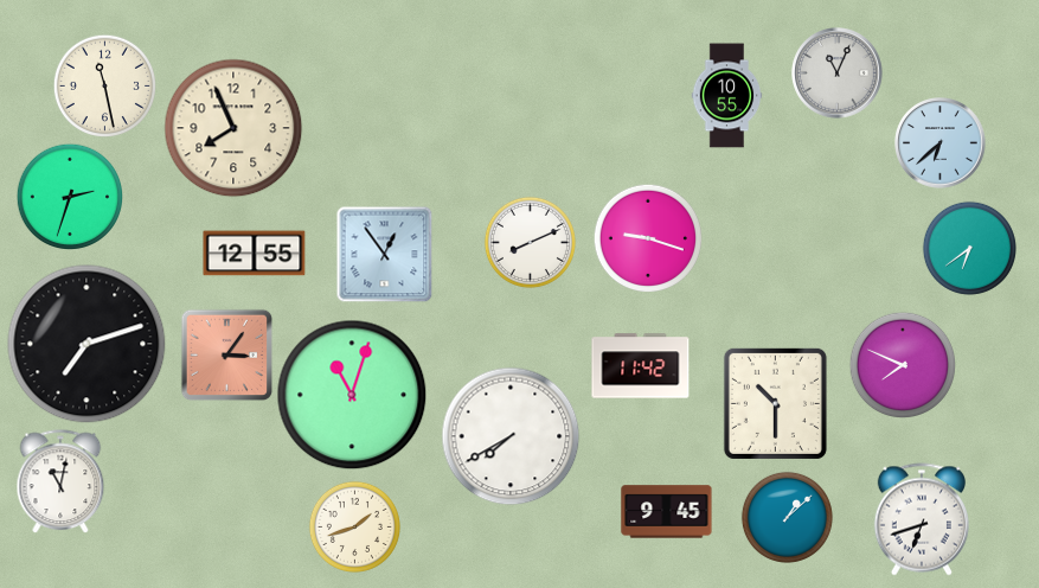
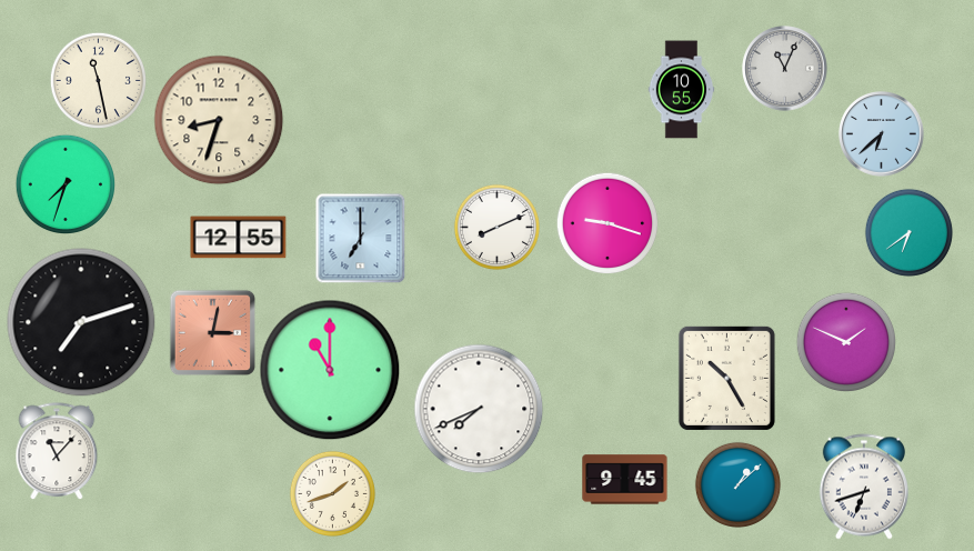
clock at (233, 128): 7:56 -> 8:33
clock at (69, 196): 2:33 -> 7:33
clock at (384, 254): 12:54 -> 7:00
clock at (226, 354): 3:06 -> 3:02
clock at (902, 364): 7:49 -> 1:49
clock at (641, 366): 11:42 -> none
clock at (352, 395): 11:03 -> 11:00
clock at (775, 403): 10:30 -> 10:25
clock at (511, 436): 7:40 -> 7:41
clock at (60, 481): 11:02 -> 11:07
